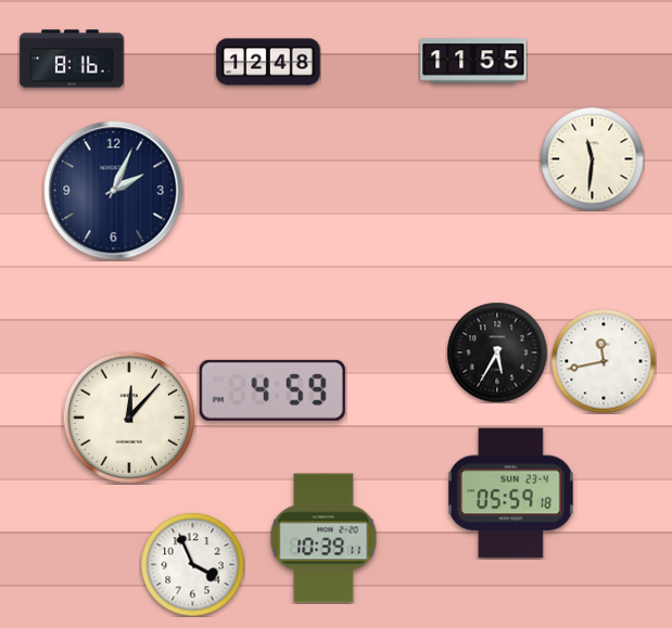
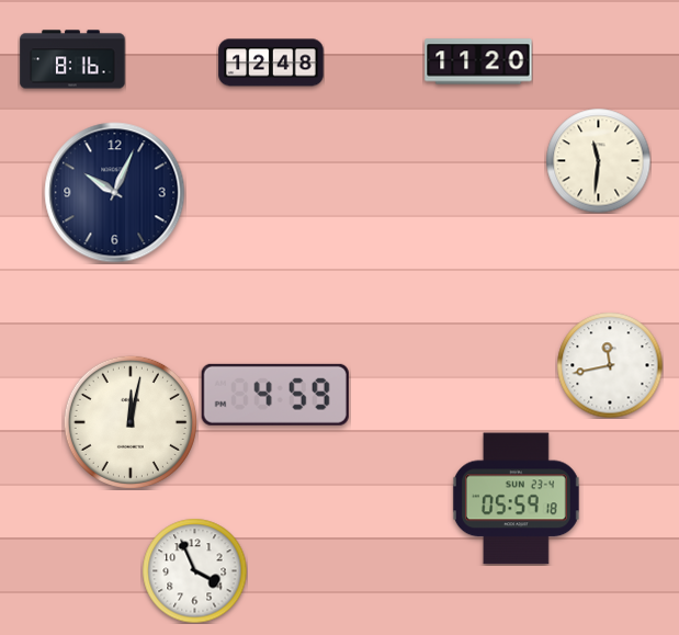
clock at (473, 61): 11:55 -> 11:20
clock at (114, 191): 2:04 -> 10:04
clock at (497, 353): 5:35 -> none
clock at (129, 418): 12:07 -> 12:02
clock at (324, 538): 10:39 -> none
